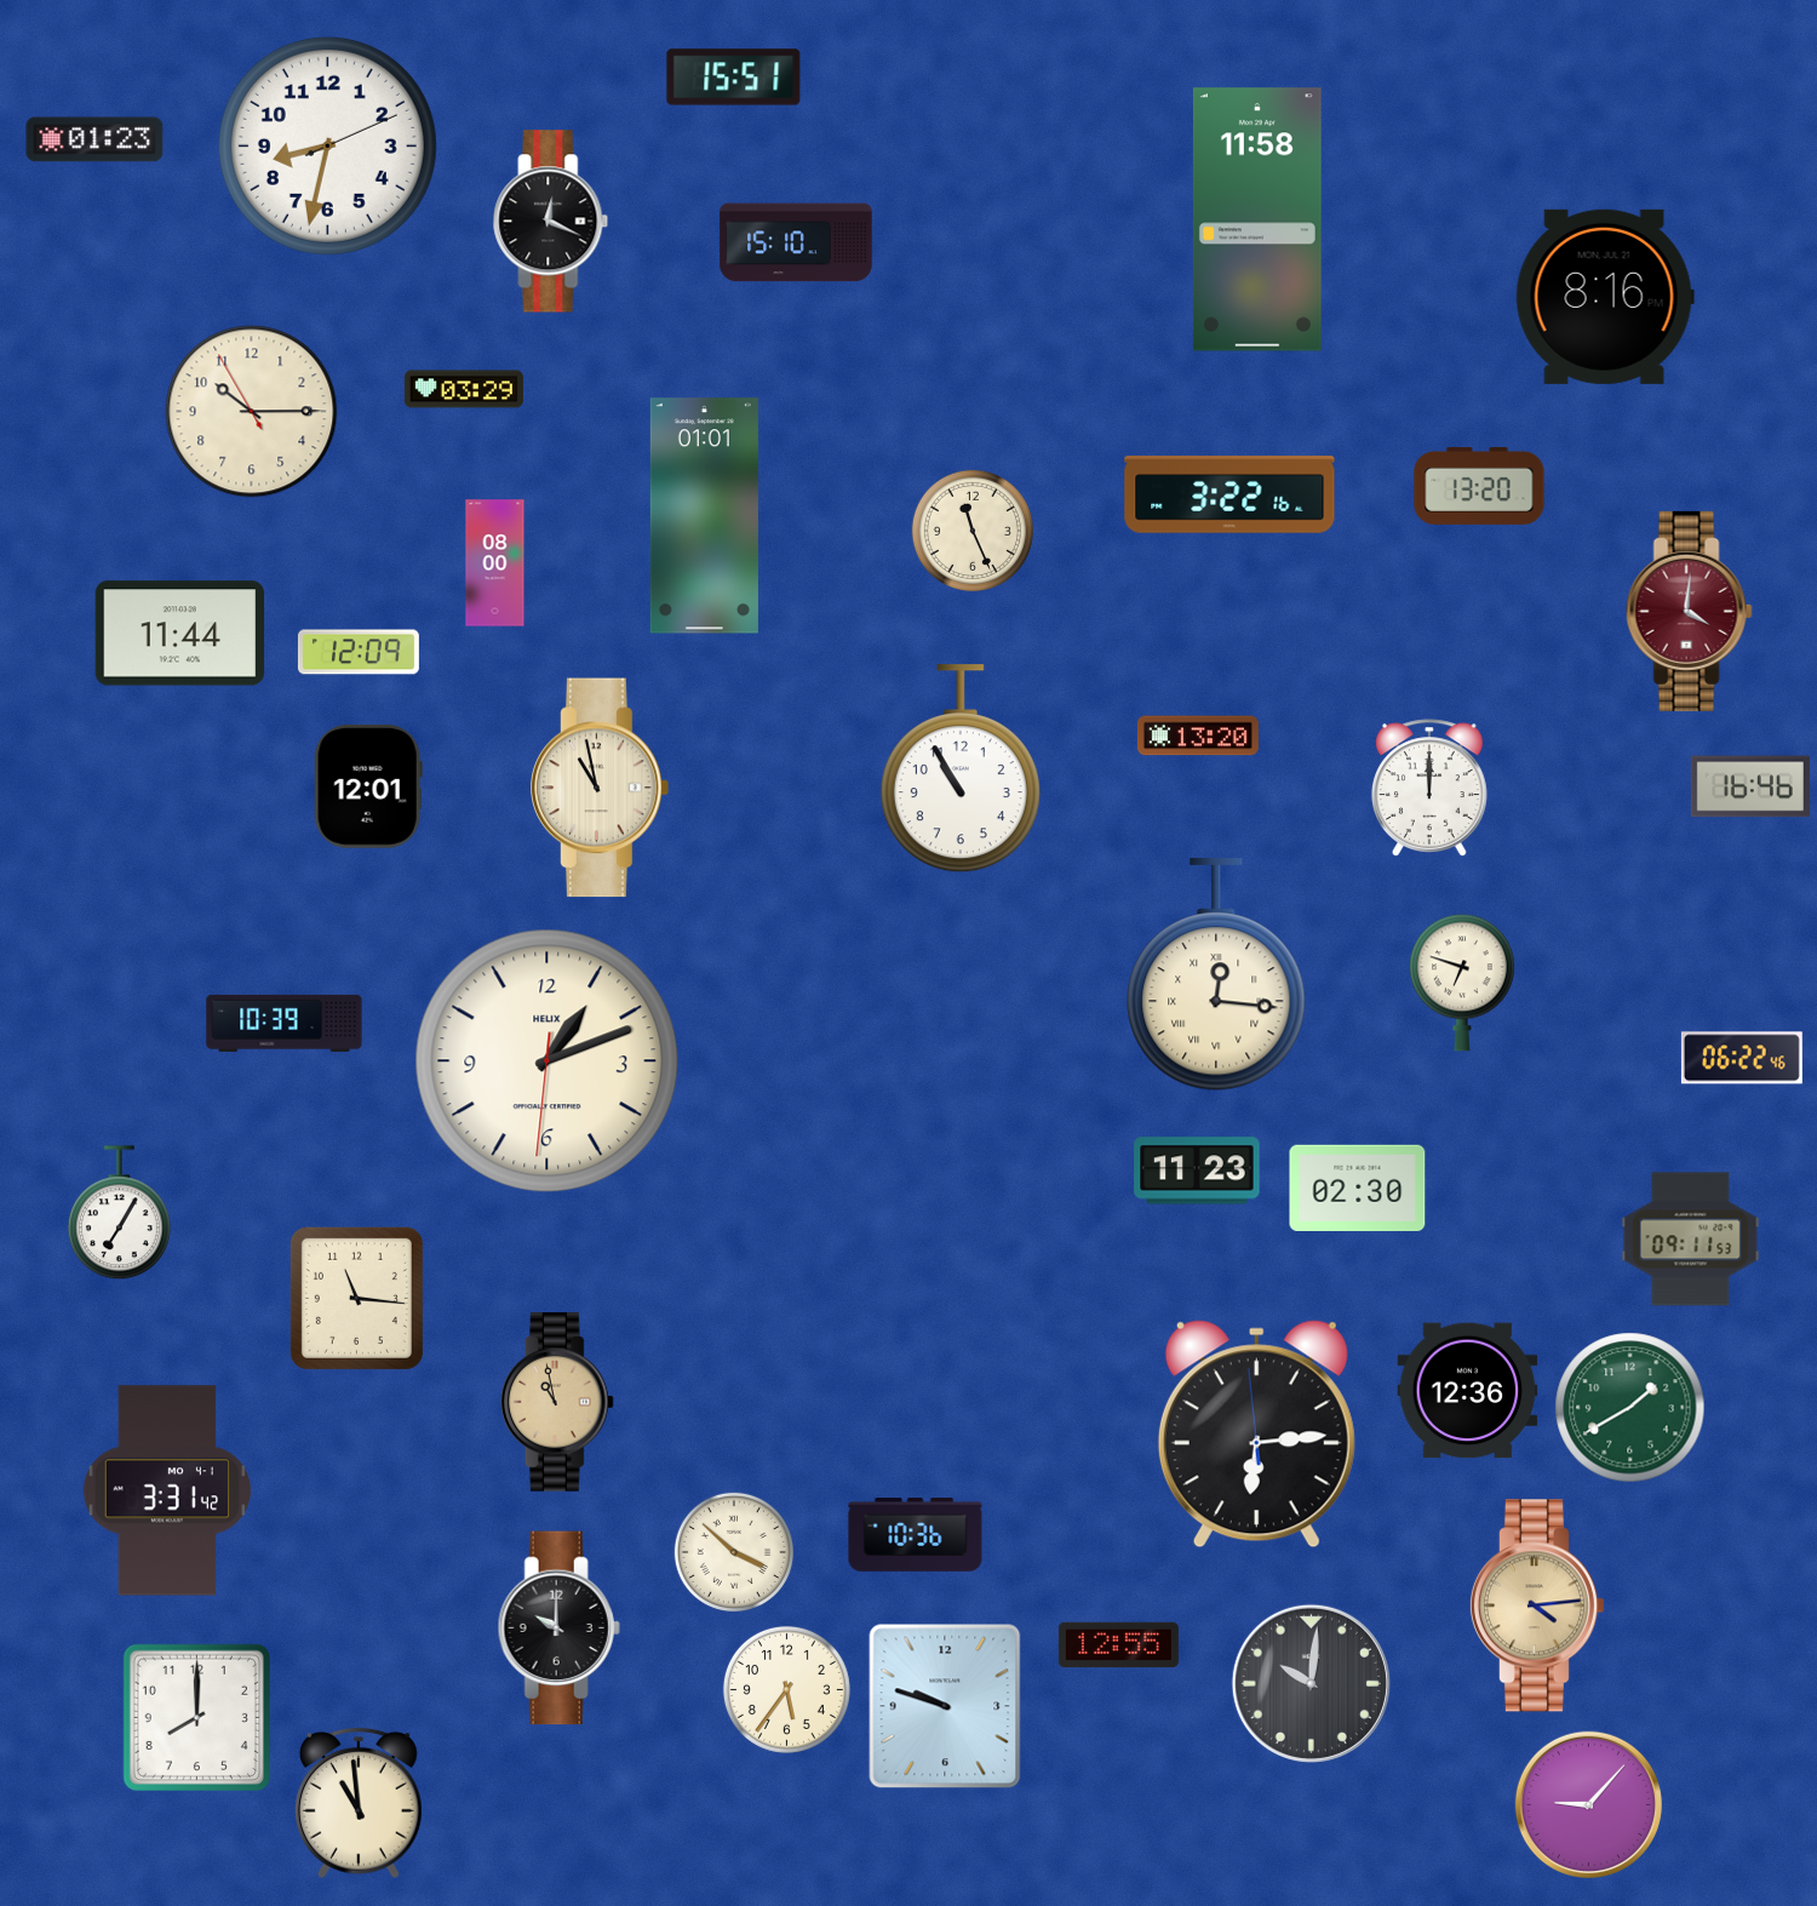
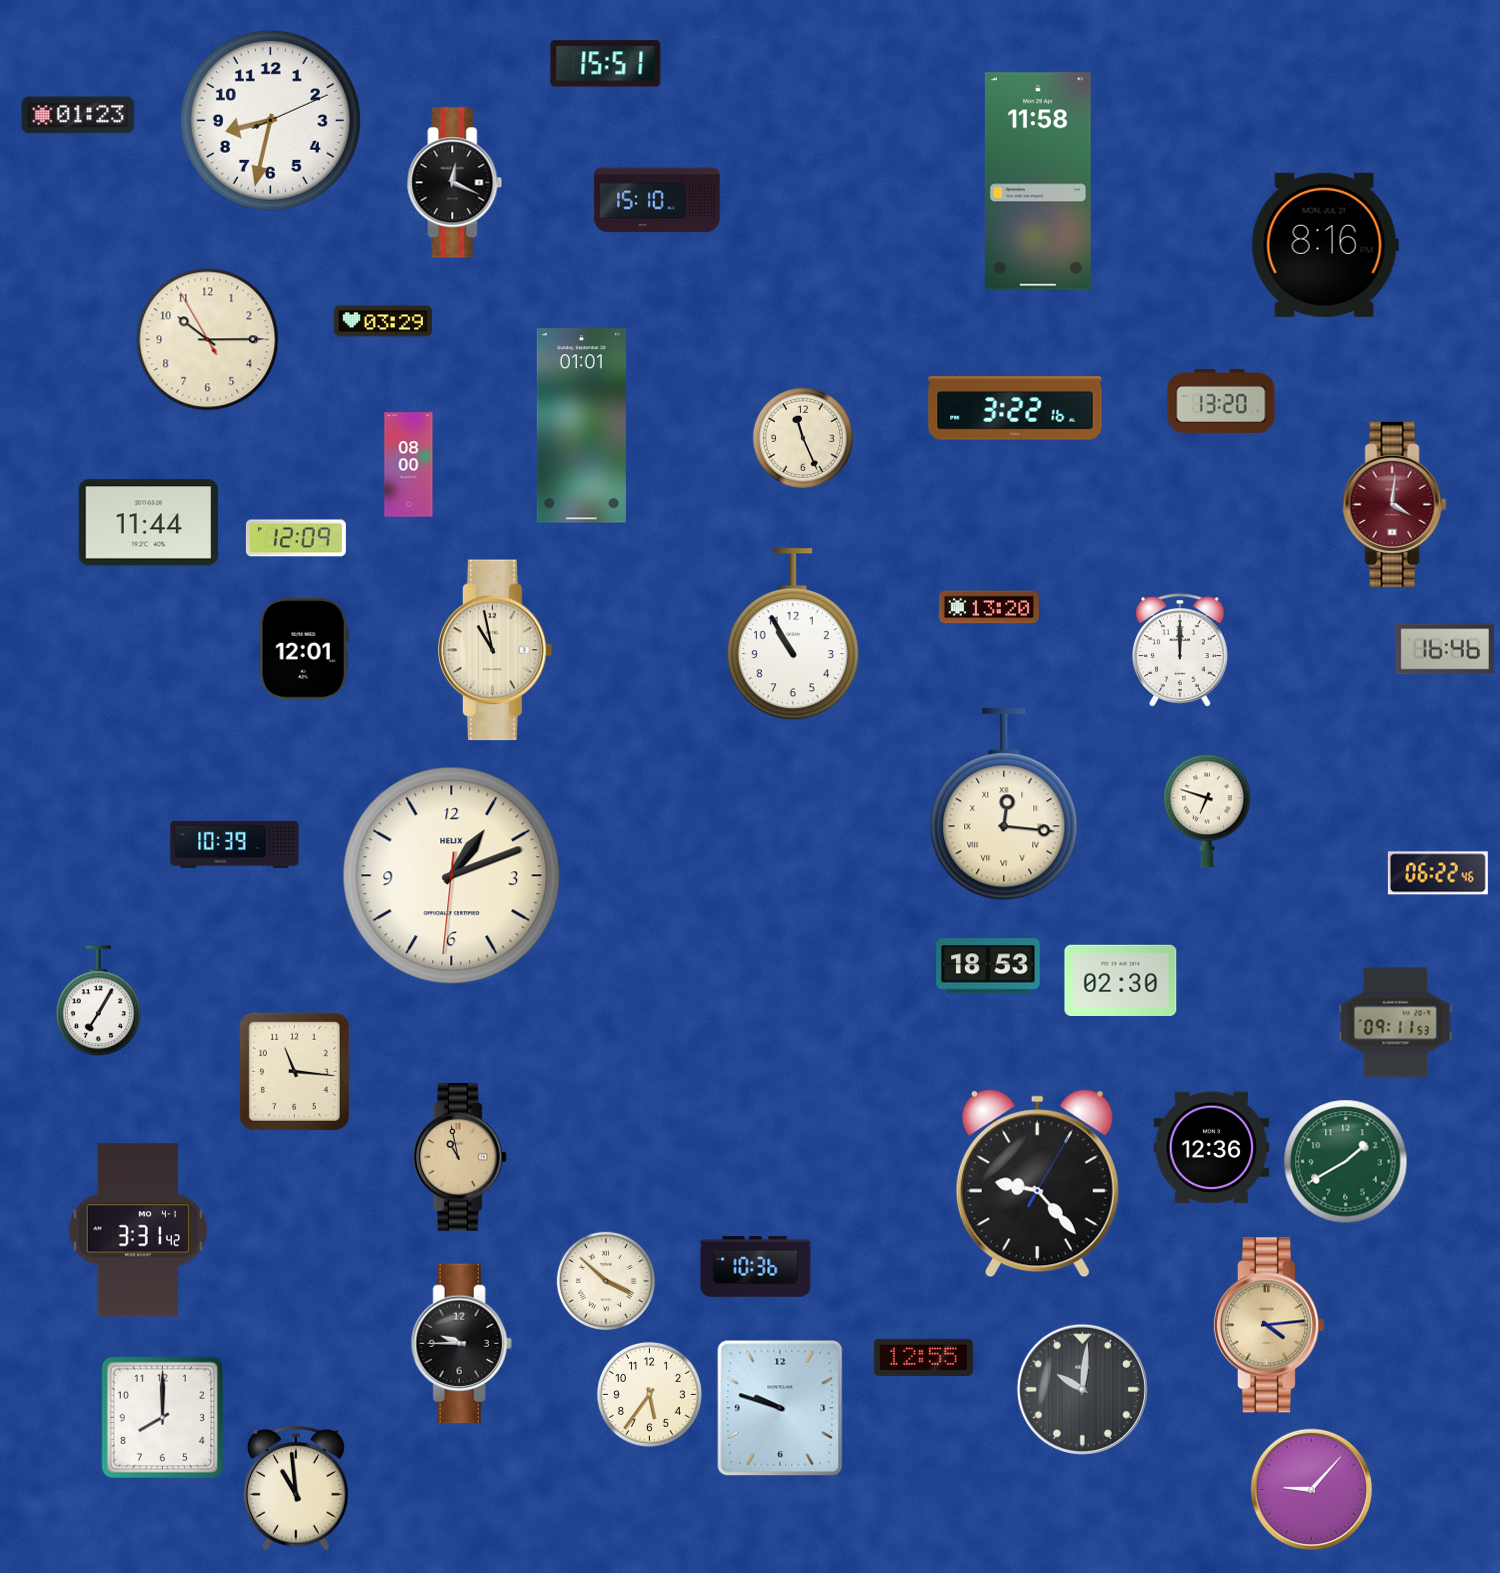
clock at (1197, 1170): 11:23 -> 18:53
clock at (1256, 1435): 6:13 -> 9:23
clock at (558, 1629): 10:00 -> 9:45
